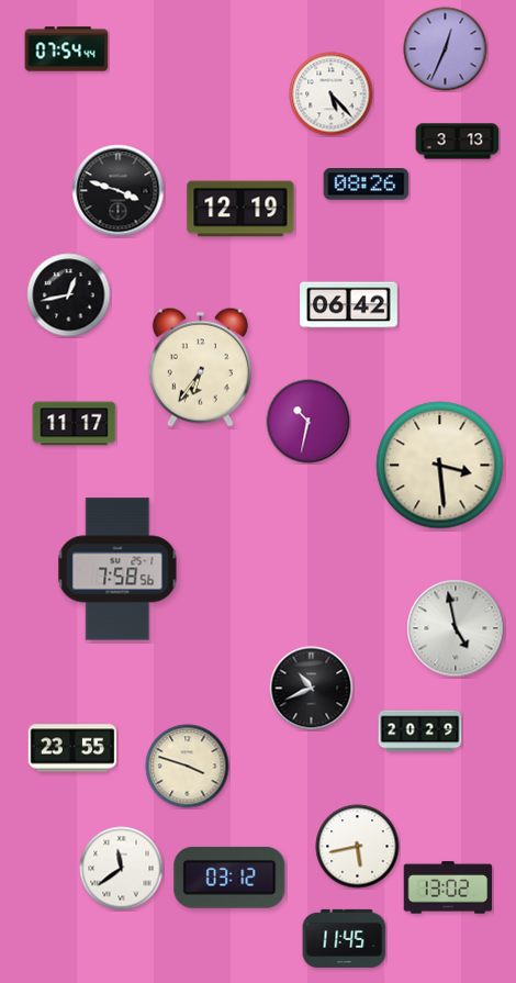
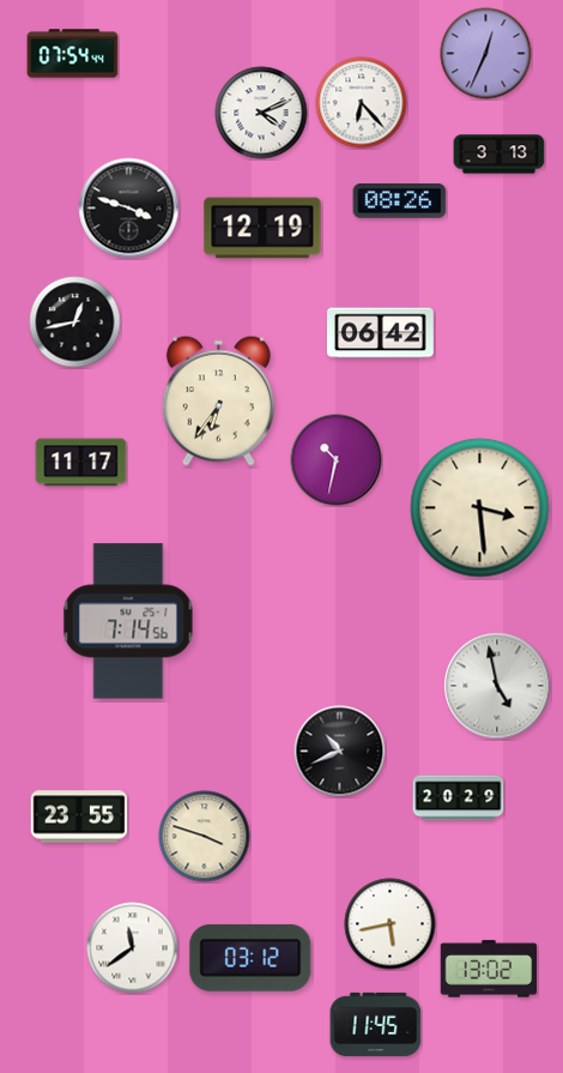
clock at (332, 94): 5:23 -> 6:23
clock at (261, 113): none -> 4:11
clock at (117, 569): 7:58 -> 7:14
